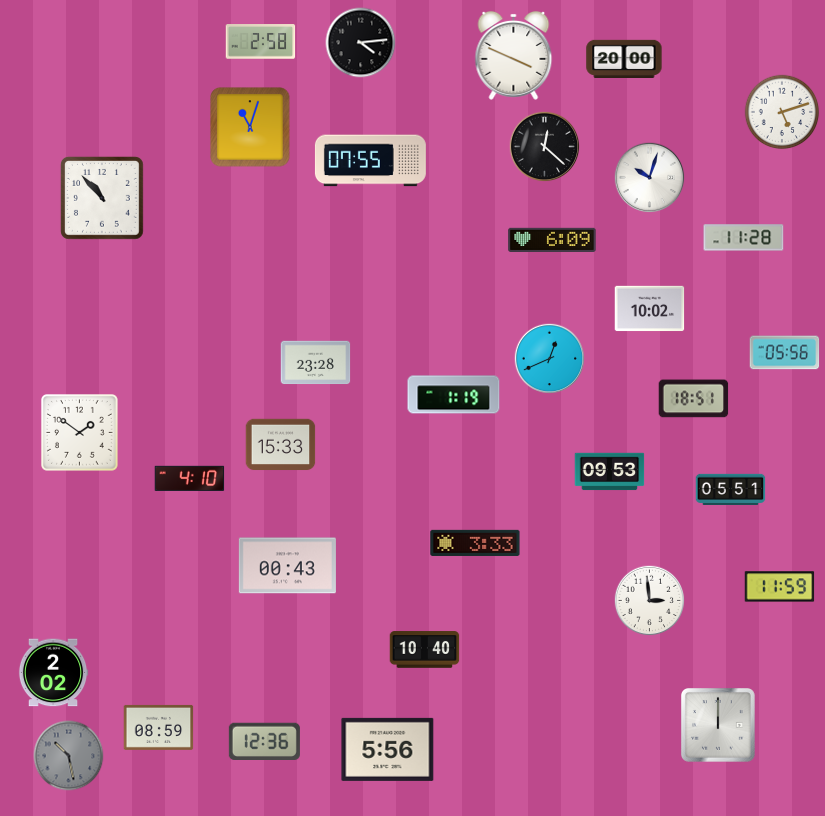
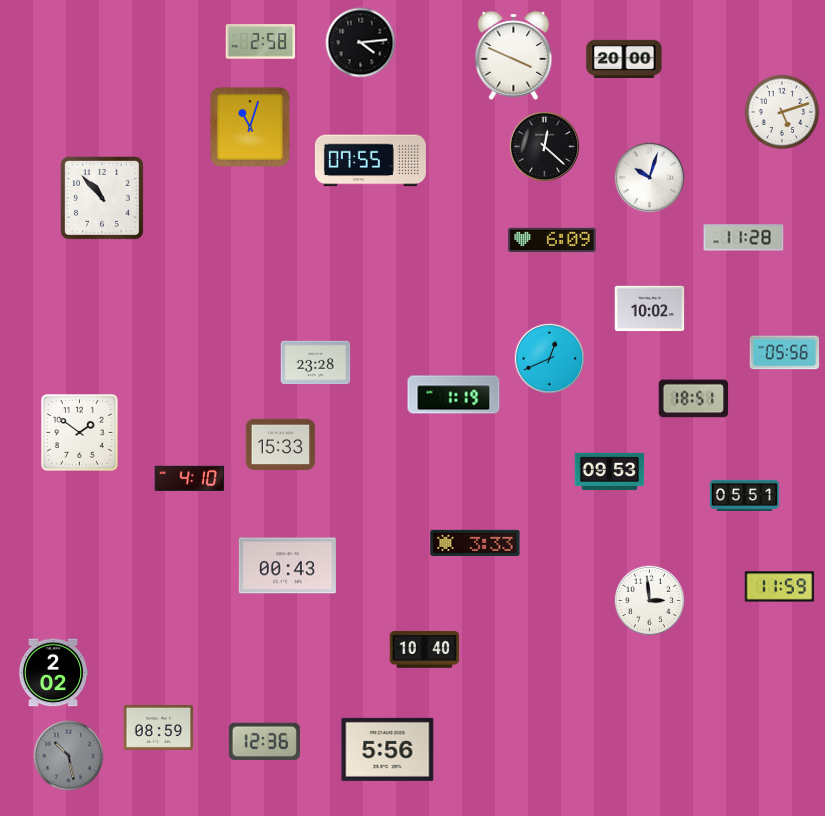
clock at (731, 489) position: (731, 489) -> (745, 495)
clock at (719, 726): 12:00 -> none
